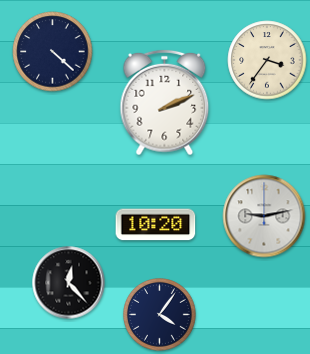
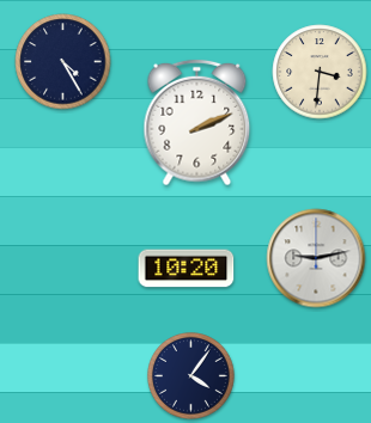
clock at (53, 52): 4:22 -> 4:25
clock at (267, 60): 3:36 -> 3:31
clock at (69, 283): 12:23 -> none
